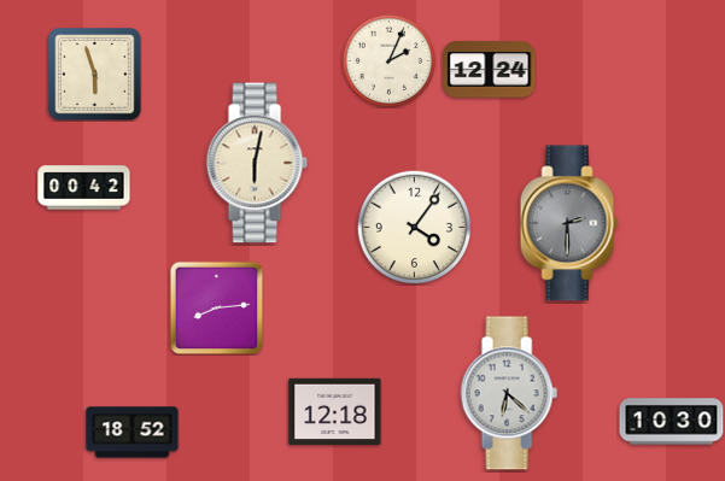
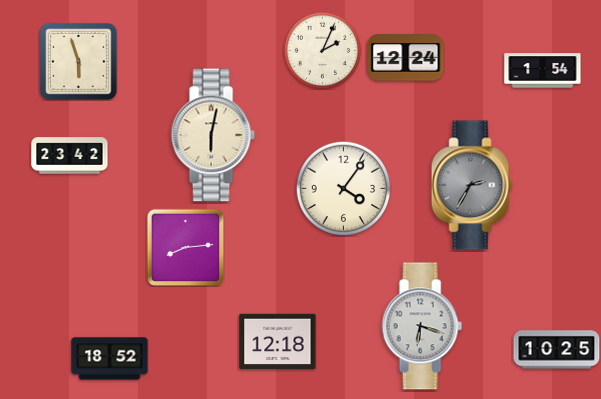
clock at (543, 71): none -> 1:54
clock at (84, 188): 00:42 -> 23:42
clock at (569, 223): 2:30 -> 2:35
clock at (216, 307) position: (216, 307) -> (185, 247)
clock at (509, 393): 6:22 -> 6:18
clock at (672, 422): 10:30 -> 10:25
